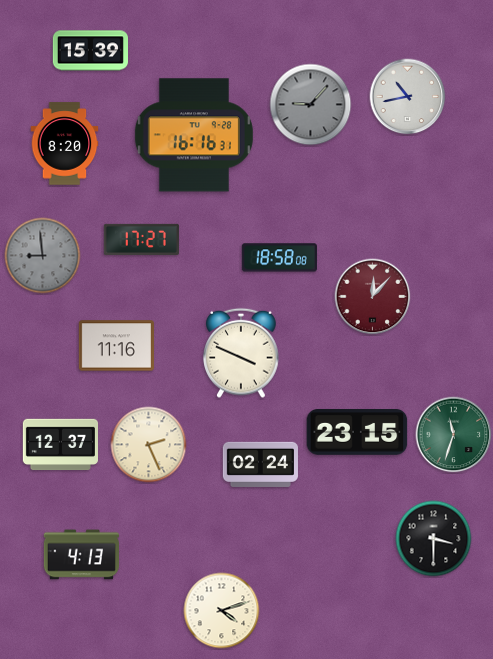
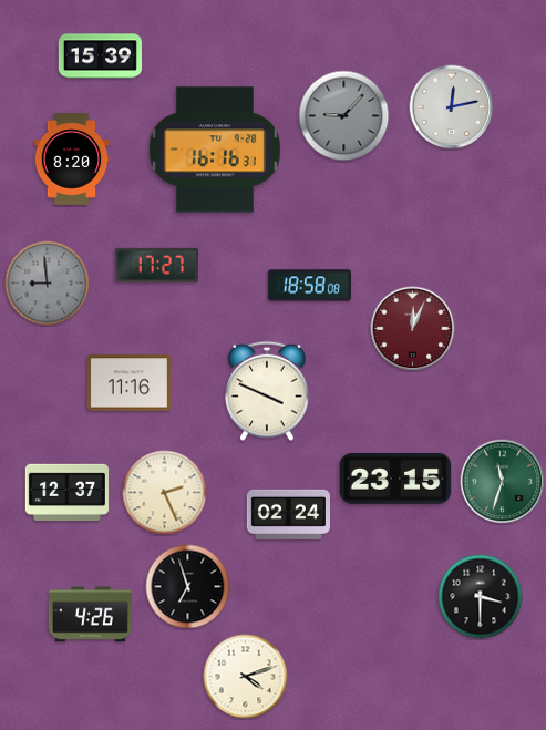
clock at (408, 97): 10:43 -> 12:13
clock at (373, 297): 12:07 -> 12:04
clock at (188, 587): none -> 6:57
clock at (81, 555): 4:13 -> 4:26
